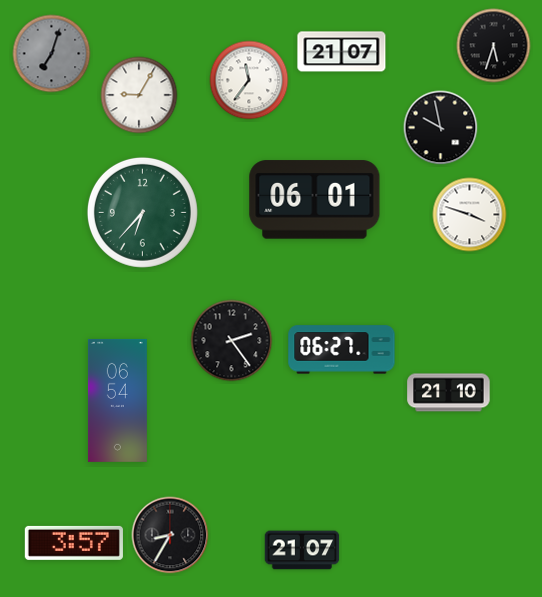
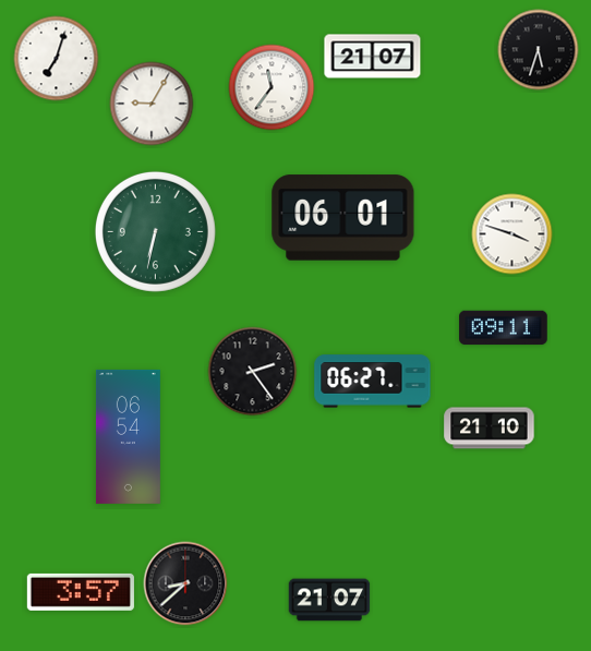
clock at (52, 54) dial: grey -> white
clock at (441, 128): 9:58 -> none
clock at (142, 212): 6:37 -> 6:32
clock at (504, 328): none -> 09:11
clock at (170, 535): 8:35 -> 8:38
